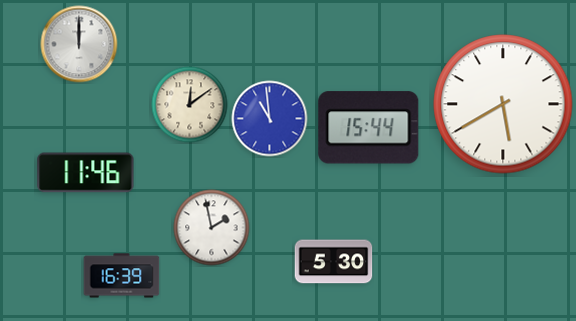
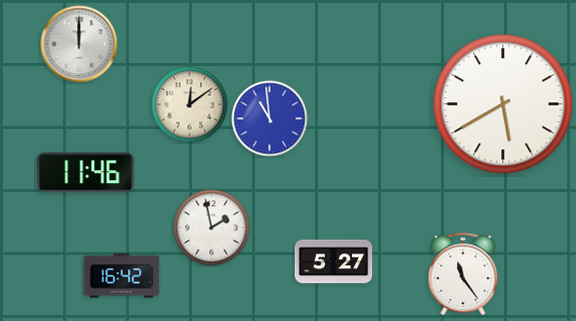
clock at (369, 128): 15:44 -> none
clock at (334, 262): 5:30 -> 5:27
clock at (463, 274): none -> 11:24
clock at (122, 276): 16:39 -> 16:42
